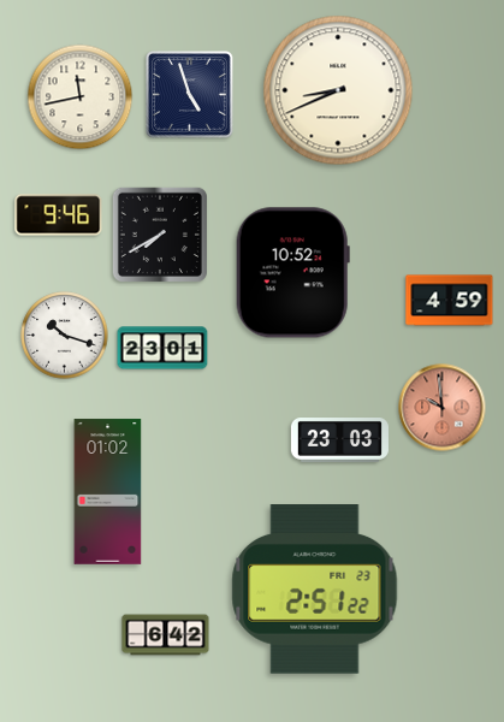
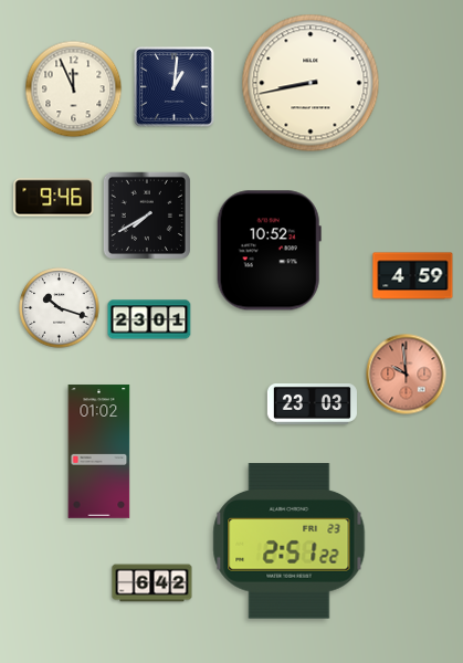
clock at (338, 90): 8:41 -> 8:43
clock at (190, 95): 4:57 -> 1:01
clock at (81, 97): 11:43 -> 11:56
